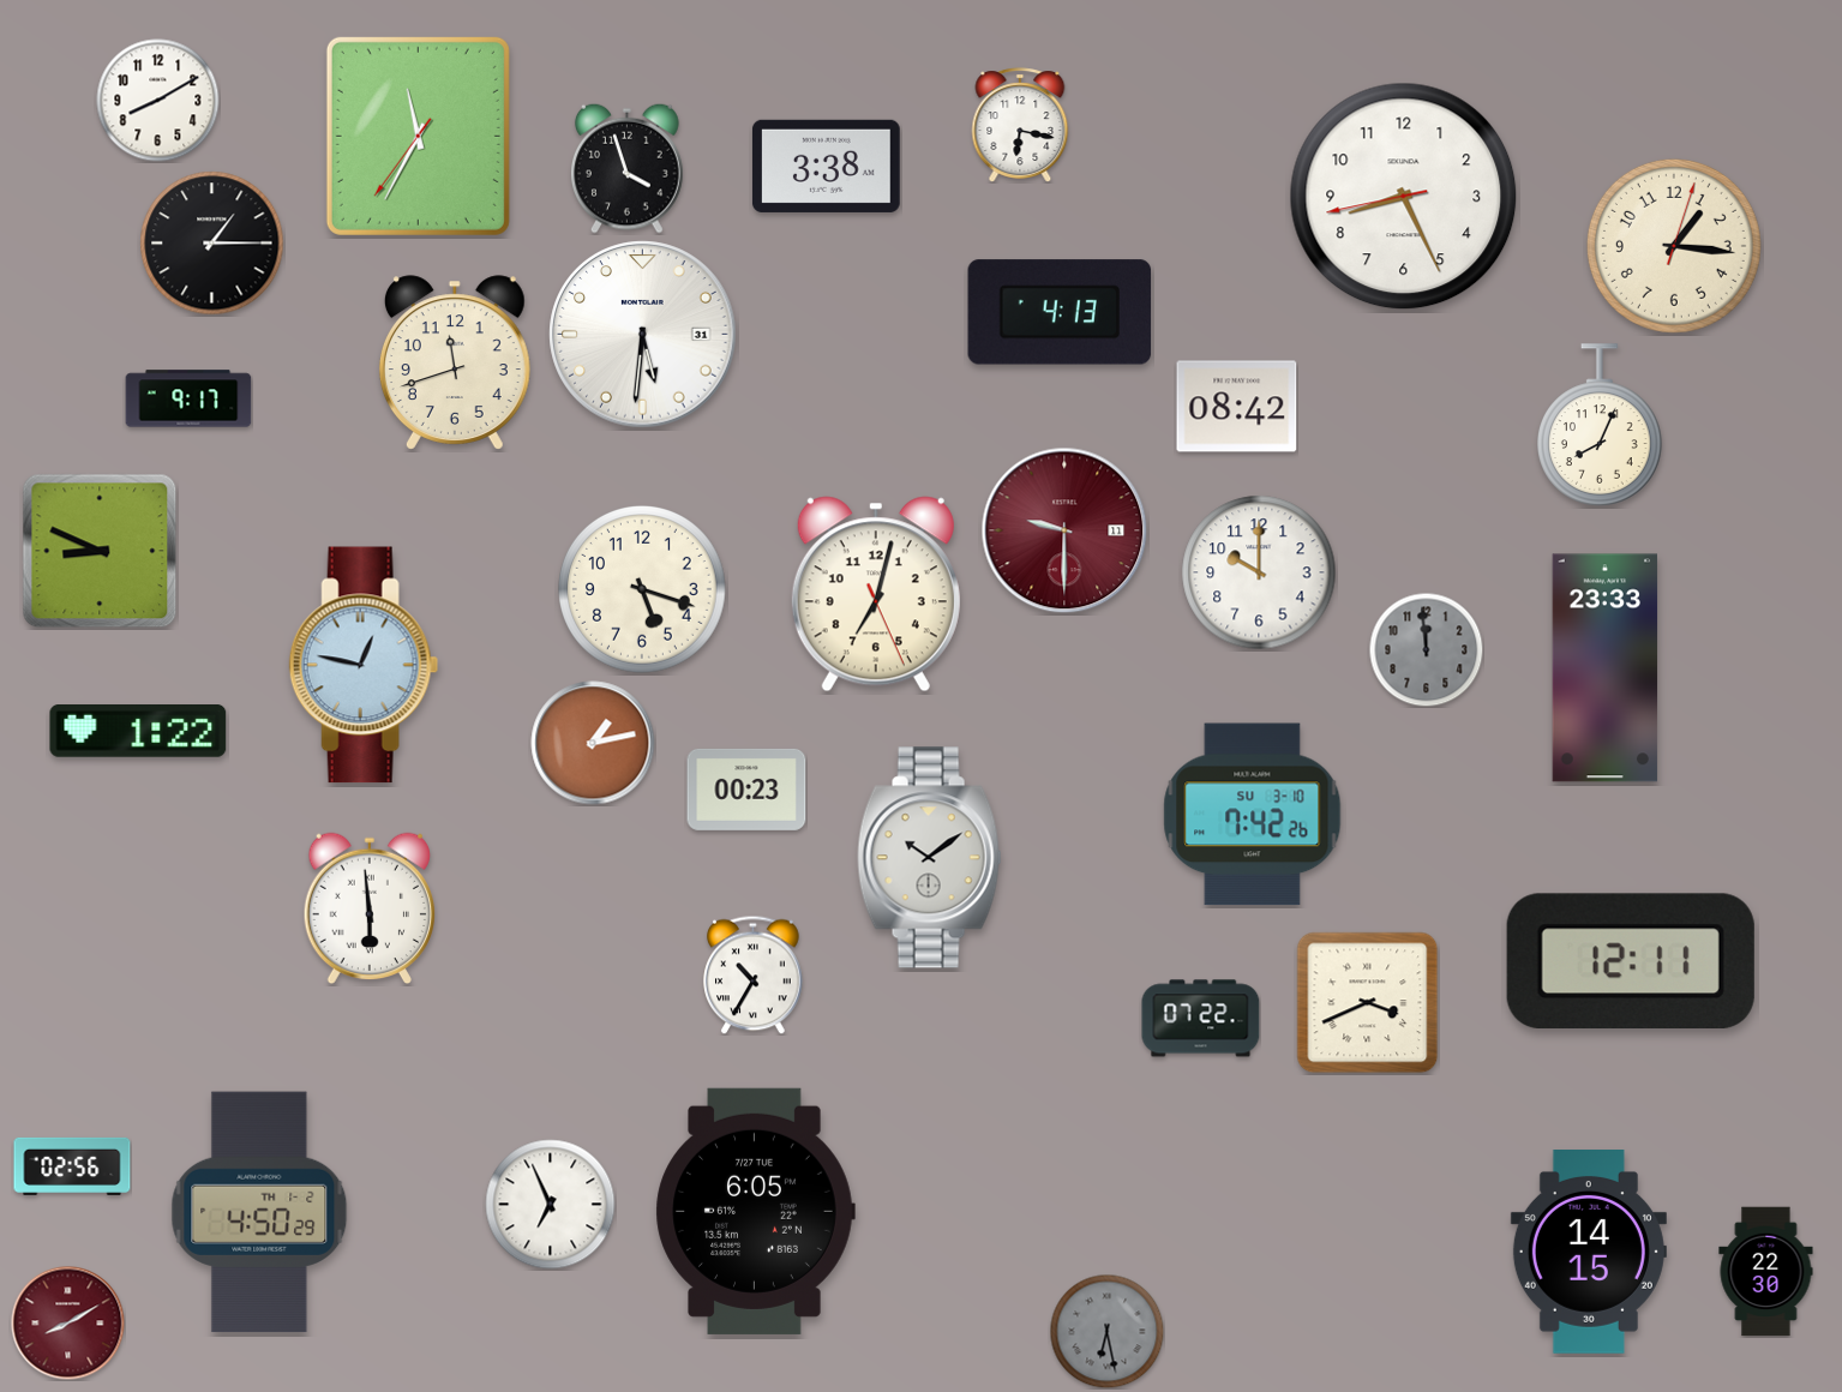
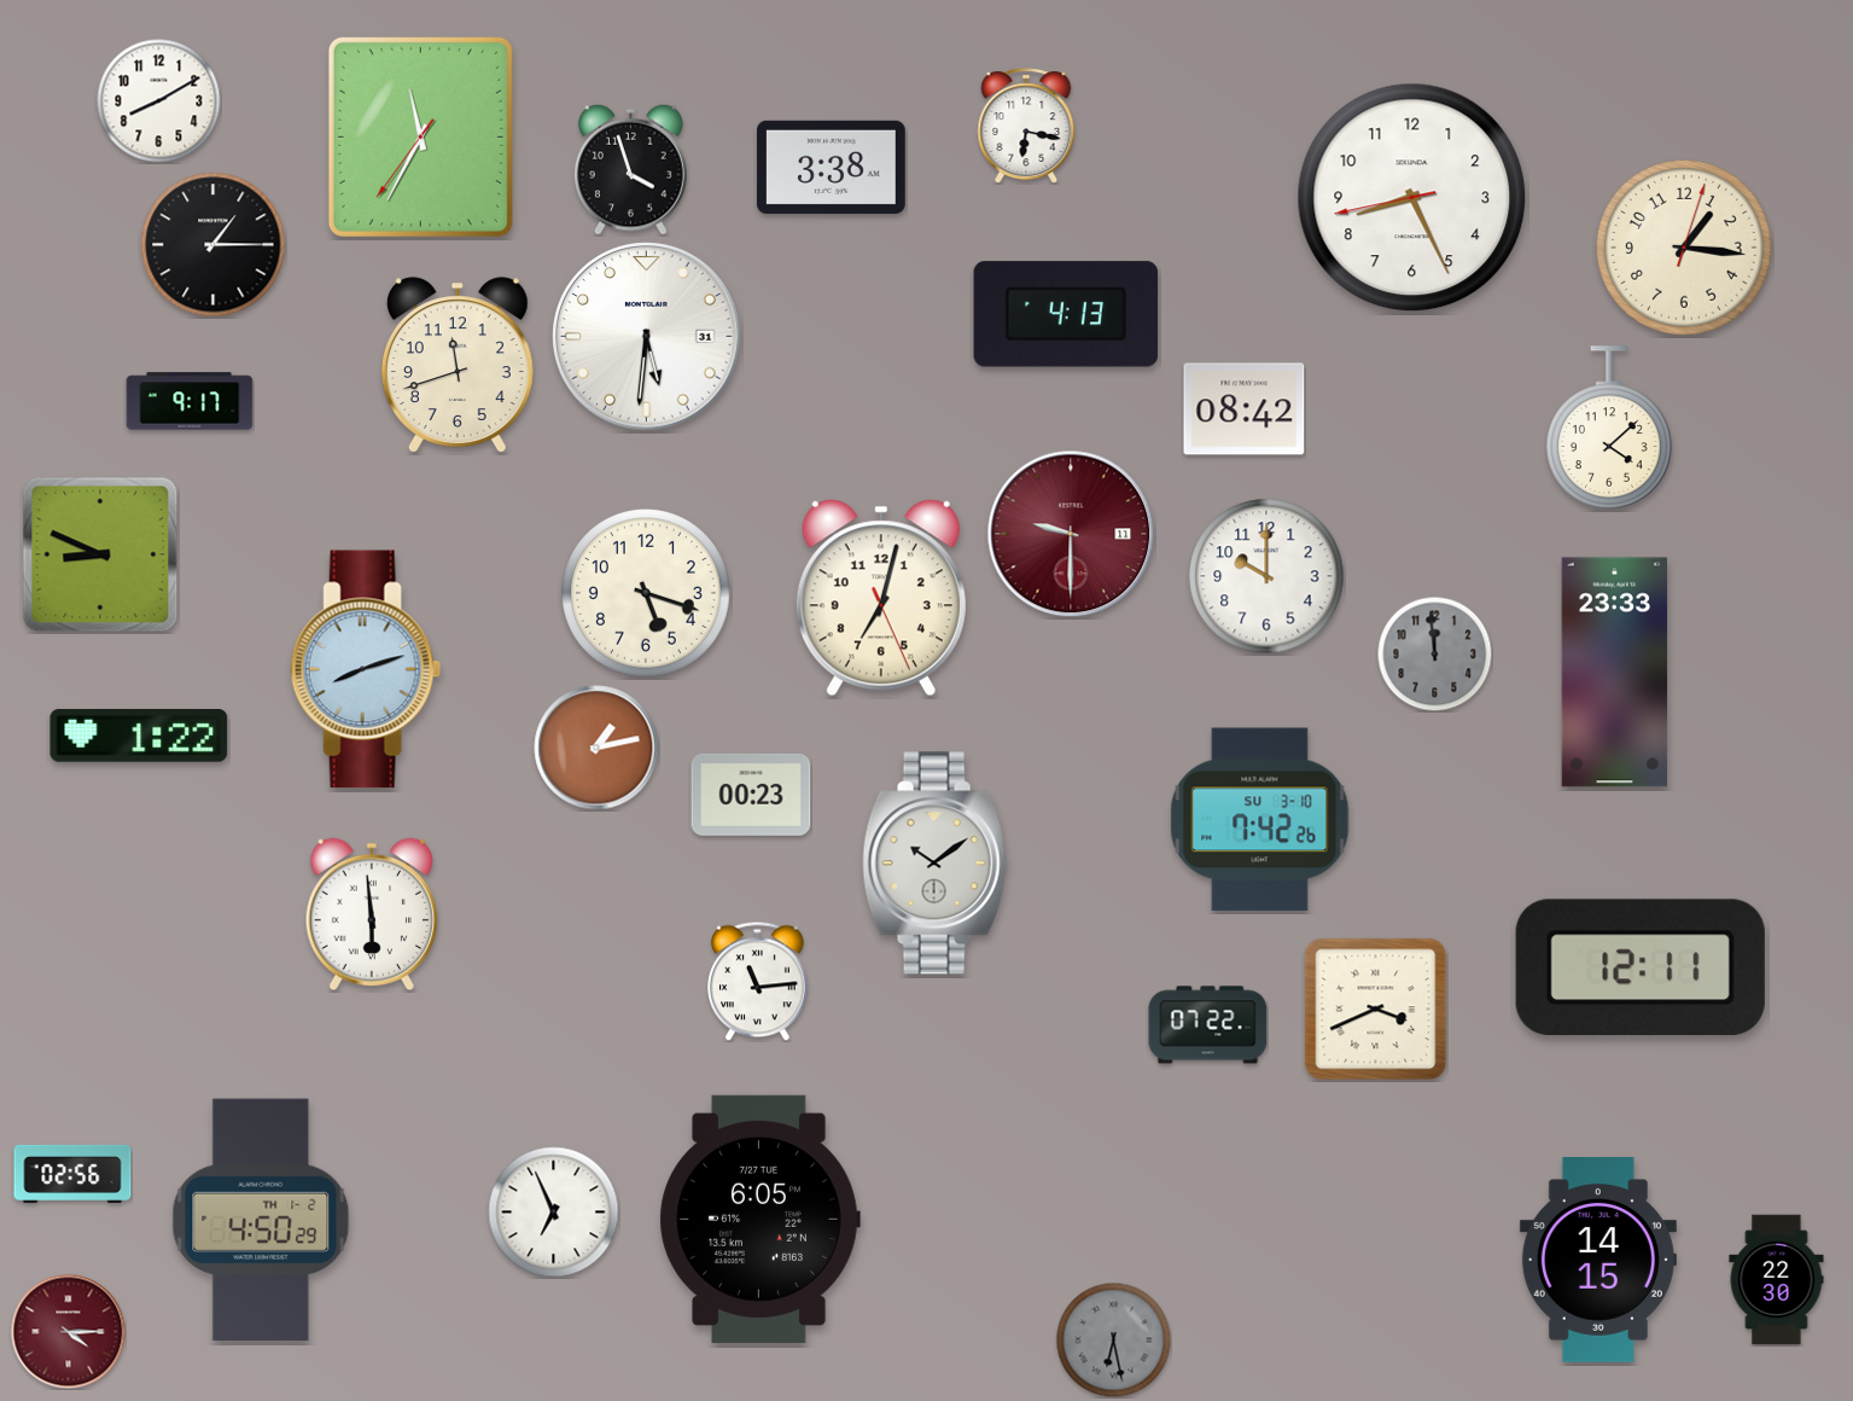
clock at (1601, 425): 8:04 -> 4:08
clock at (364, 665): 12:47 -> 8:12
clock at (754, 974): 10:35 -> 11:14
clock at (67, 1322): 8:10 -> 4:15
